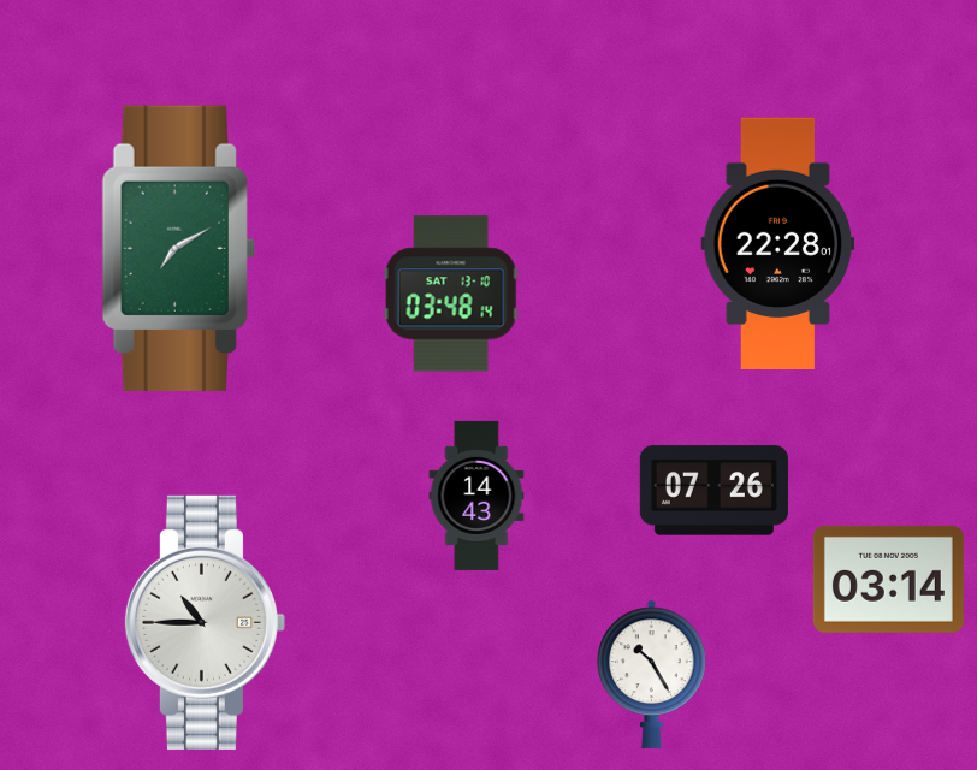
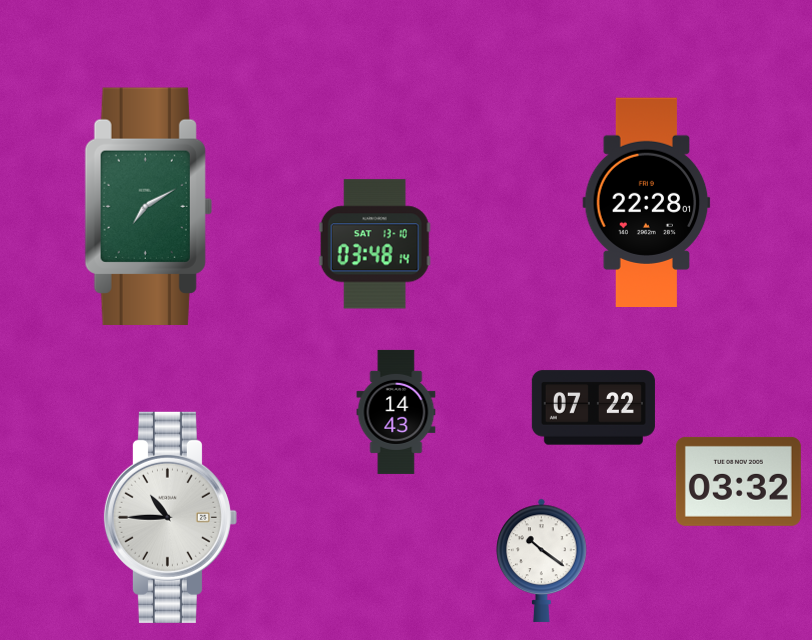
clock at (713, 491): 07:26 -> 07:22
clock at (888, 579): 03:14 -> 03:32
clock at (652, 674): 10:25 -> 10:21
